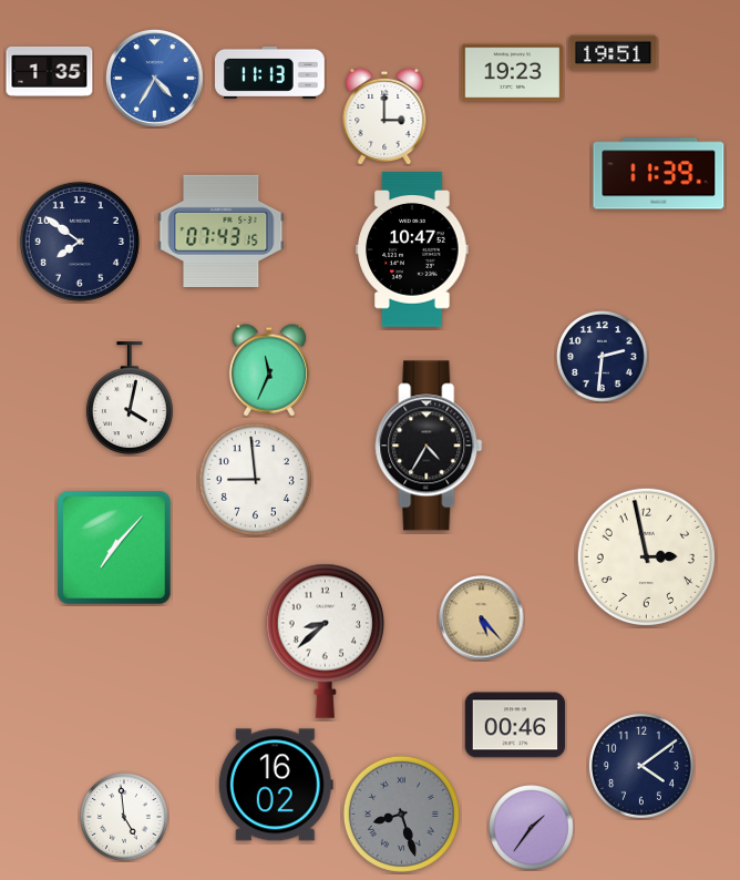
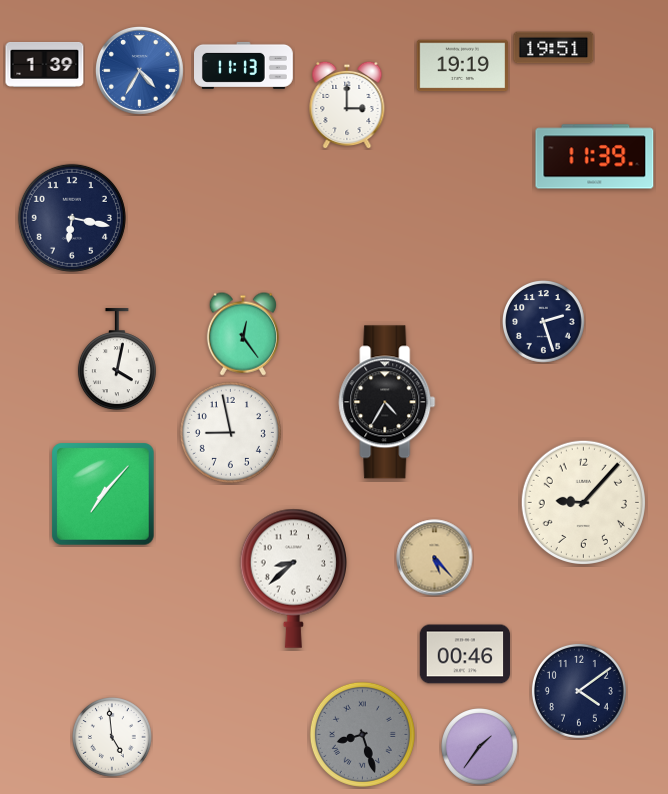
clock at (50, 71): 1:35 -> 1:39
clock at (512, 73): 19:23 -> 19:19
clock at (222, 231): 07:43 -> none
clock at (80, 242): 7:51 -> 6:17
clock at (412, 249): 10:47 -> none
clock at (603, 357): 2:31 -> 2:27
clock at (269, 370): 11:34 -> 12:24
clock at (255, 479): 8:59 -> 8:58
clock at (646, 556): 2:58 -> 9:07
clock at (276, 785): 16:02 -> none
